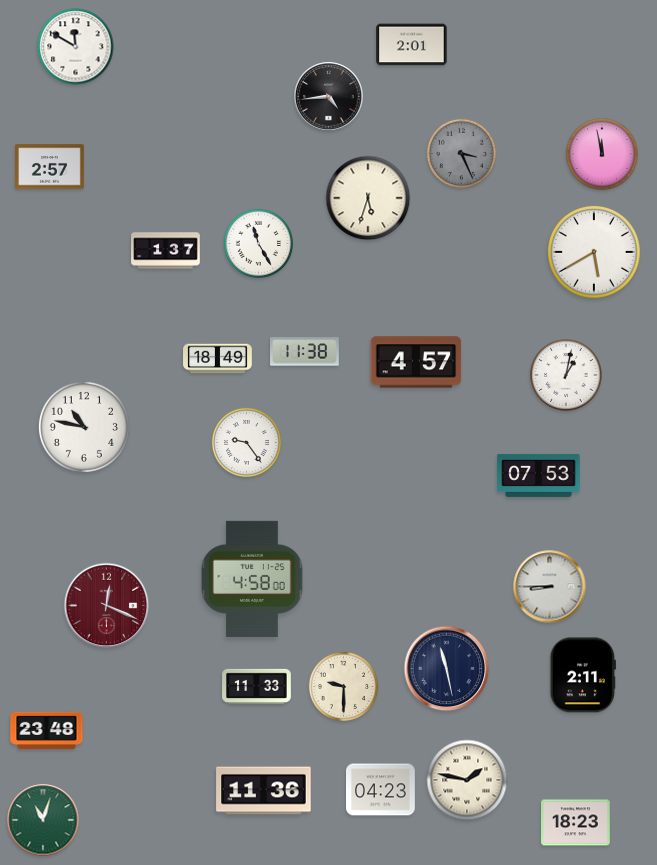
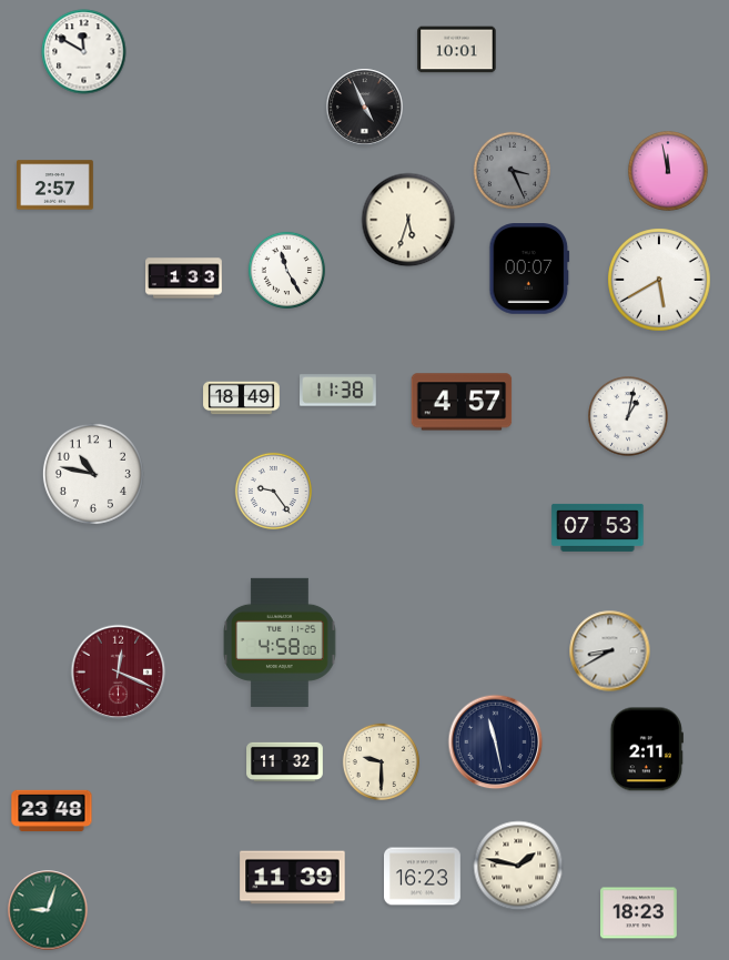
clock at (412, 45): 2:01 -> 10:01
clock at (329, 97): 4:44 -> 4:56
clock at (529, 269): none -> 00:07
clock at (166, 251): 1:37 -> 1:33
clock at (550, 587): 8:45 -> 8:40
clock at (257, 686): 11:33 -> 11:32
clock at (381, 790): 04:23 -> 16:23
clock at (264, 791): 11:36 -> 11:39
clock at (43, 820): 11:03 -> 9:03
